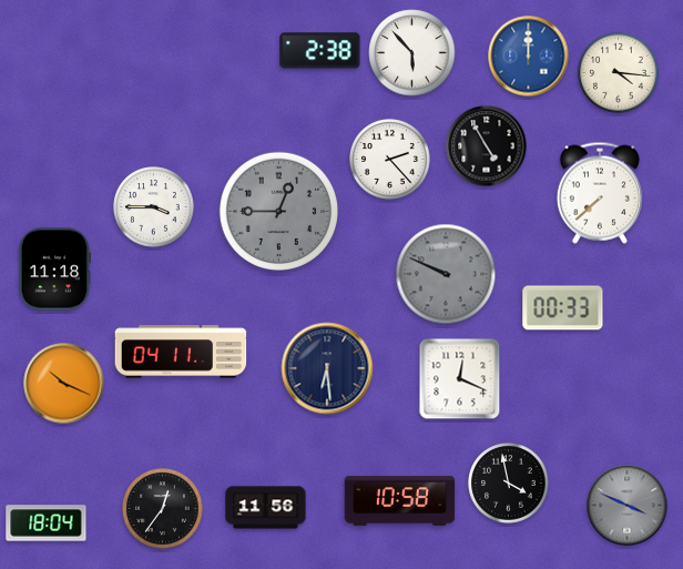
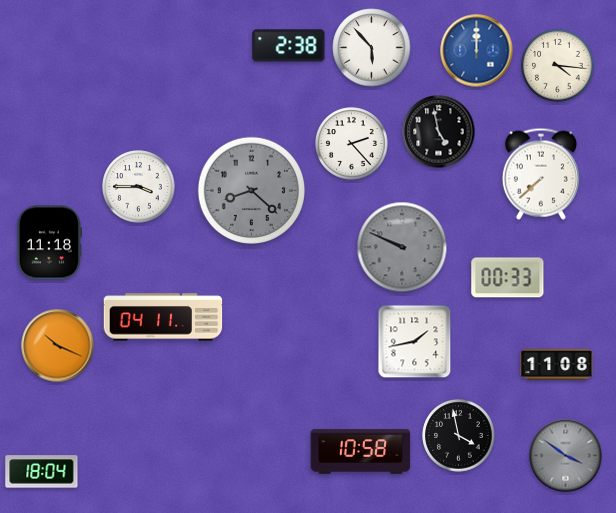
clock at (487, 146): 4:55 -> 4:58
clock at (278, 211): 12:45 -> 8:22
clock at (327, 368): 6:29 -> none
clock at (460, 379): 12:19 -> 1:43
clock at (557, 364): none -> 11:08
clock at (628, 506): 3:49 -> 3:51
clock at (266, 508): 11:56 -> none
clock at (163, 509): 12:36 -> none
